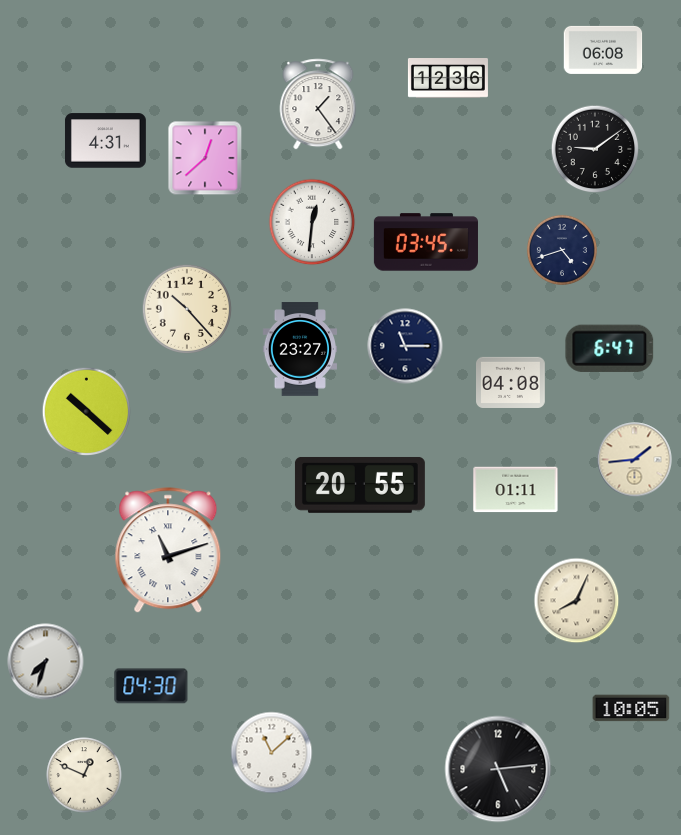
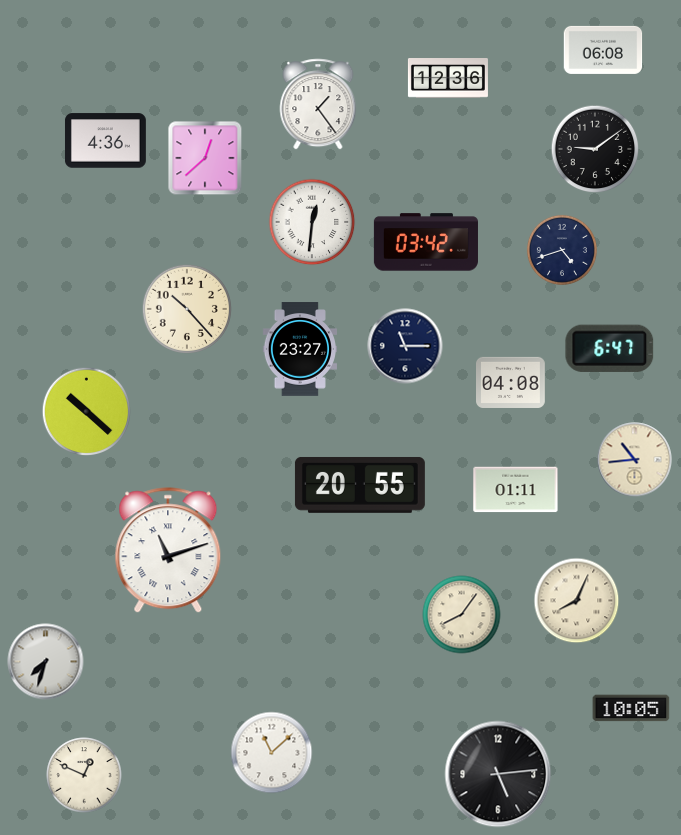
clock at (105, 141): 4:31 -> 4:36
clock at (426, 242): 03:45 -> 03:42
clock at (635, 460): 1:44 -> 10:44
clock at (462, 615): none -> 8:06
clock at (151, 686): 04:30 -> none
clock at (498, 769) position: (498, 769) -> (498, 774)
